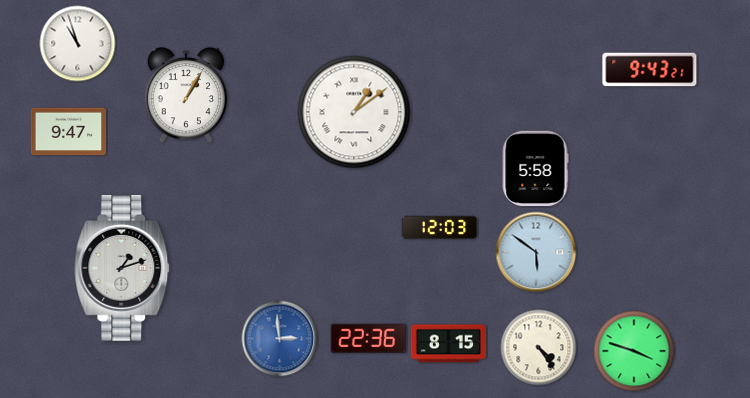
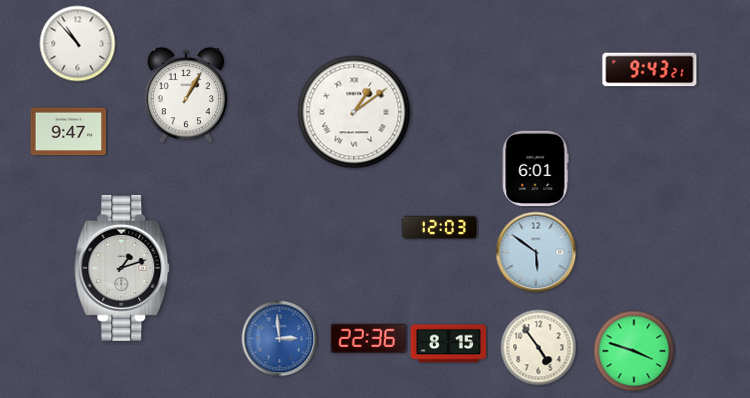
clock at (78, 44): 10:57 -> 10:53
clock at (535, 169): 5:58 -> 6:01
clock at (539, 348): 4:24 -> 4:54
